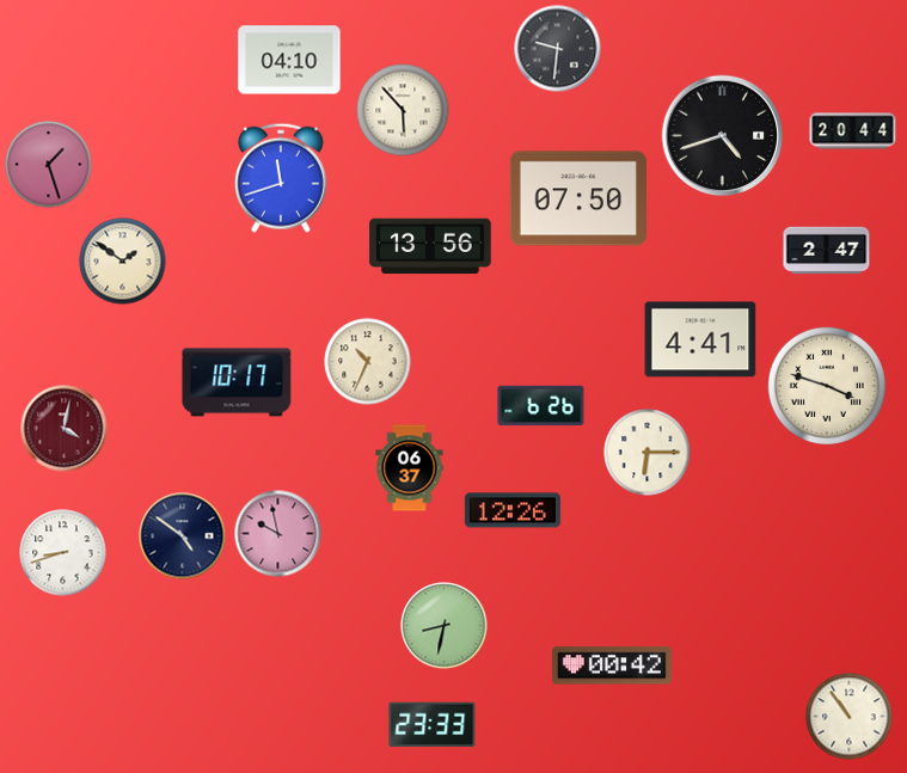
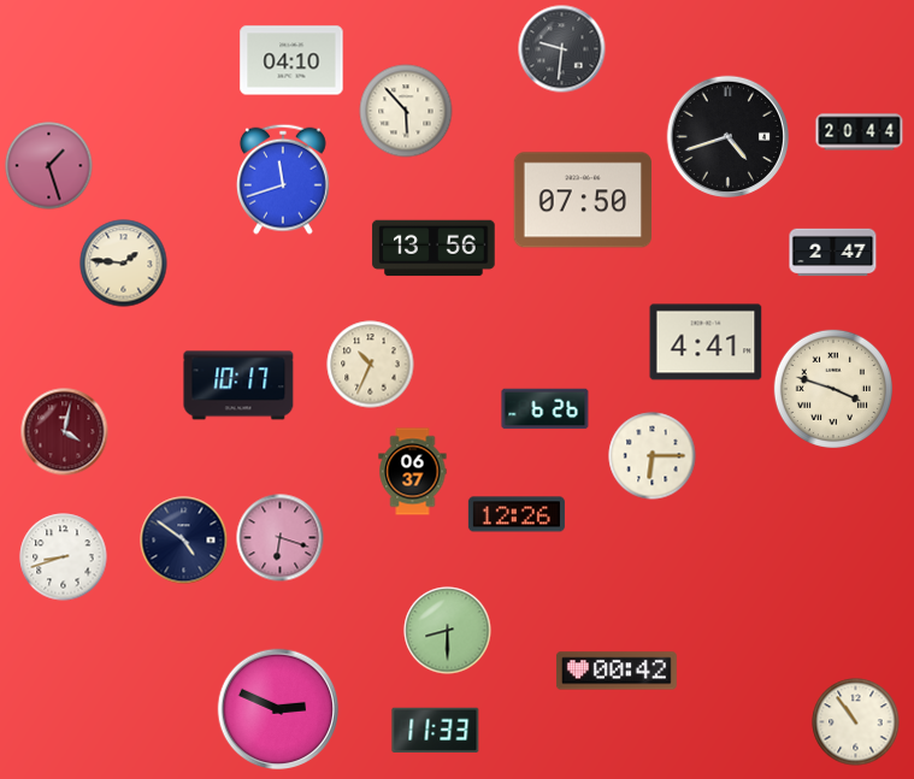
clock at (123, 262): 1:51 -> 1:46
clock at (278, 534): 9:58 -> 6:18
clock at (445, 626): 8:32 -> 8:30
clock at (278, 709): none -> 2:49
clock at (433, 724): 23:33 -> 11:33
